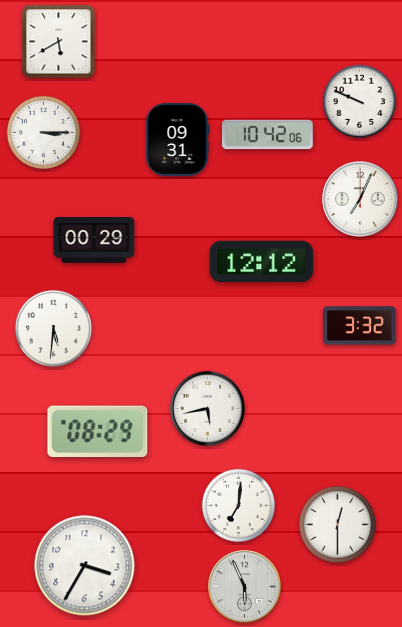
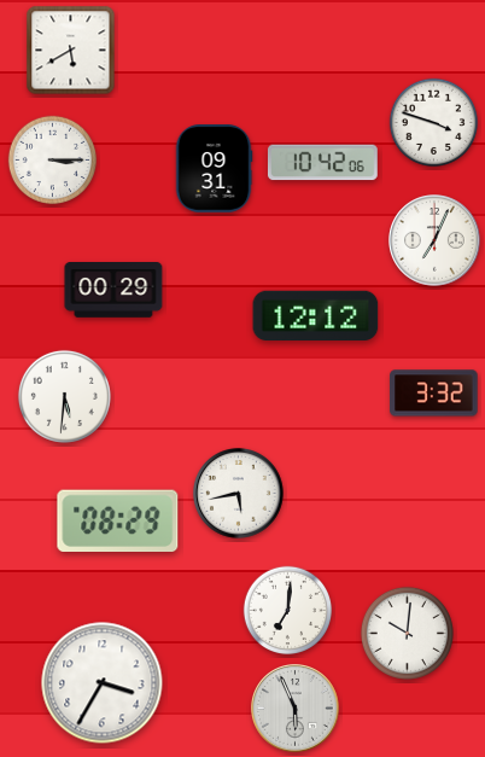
clock at (360, 102): 9:49 -> 3:48
clock at (208, 409) position: (208, 409) -> (239, 494)
clock at (337, 524): 12:30 -> 10:01
